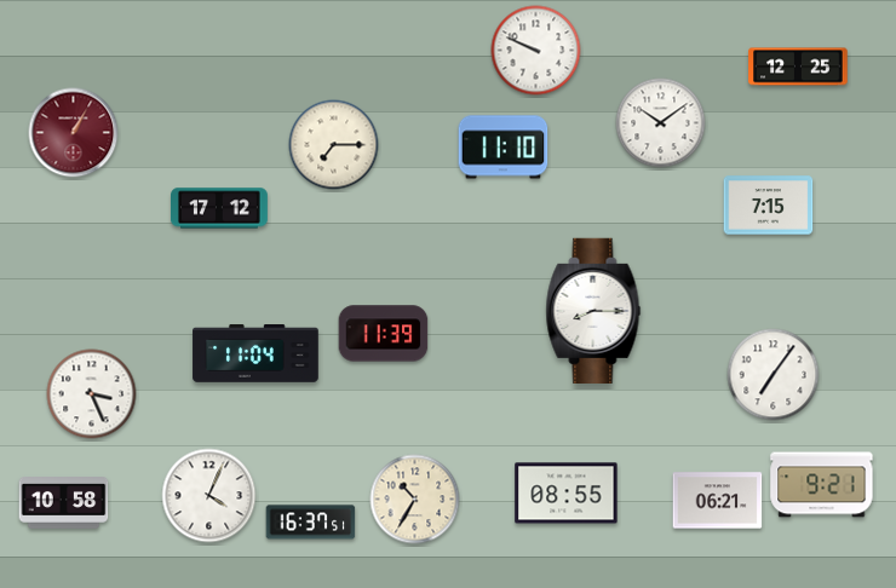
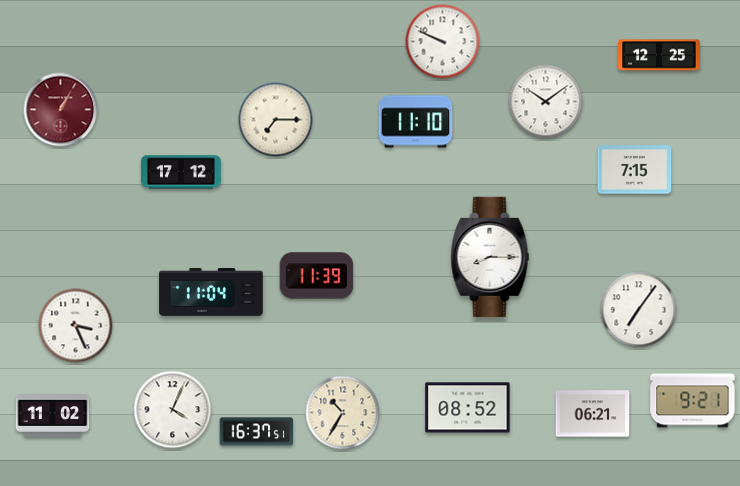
clock at (822, 485) position: (822, 485) -> (693, 401)
clock at (567, 494): 08:55 -> 08:52
clock at (64, 503): 10:58 -> 11:02
